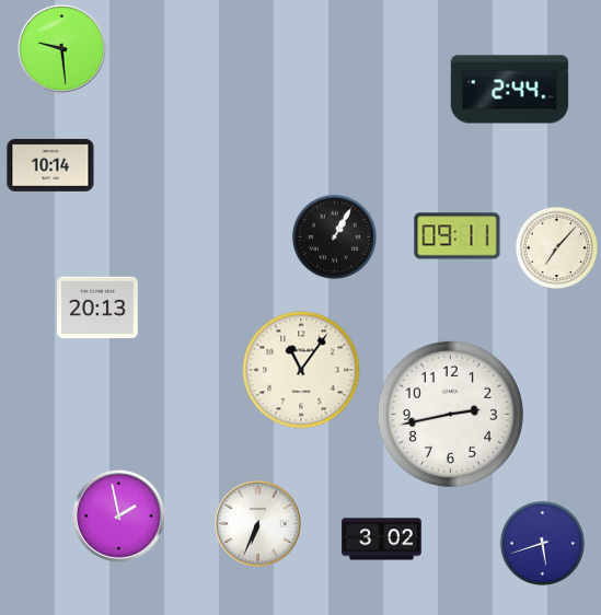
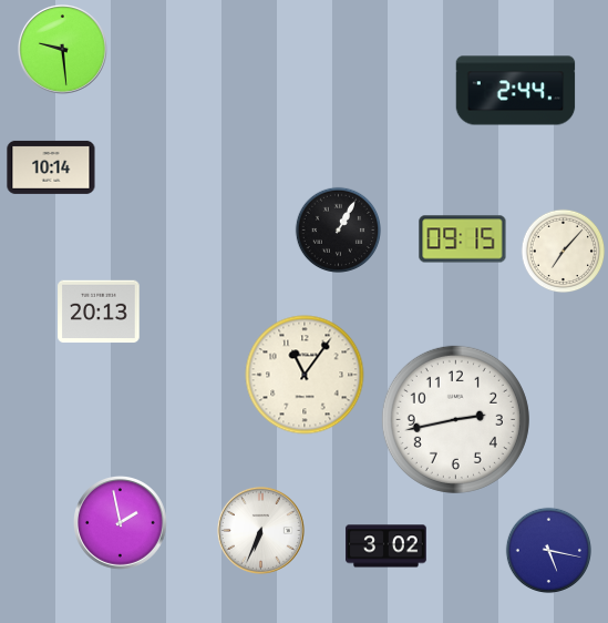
clock at (334, 236) position: (334, 236) -> (338, 229)
clock at (458, 236): 09:11 -> 09:15
clock at (542, 543): 5:42 -> 5:17
